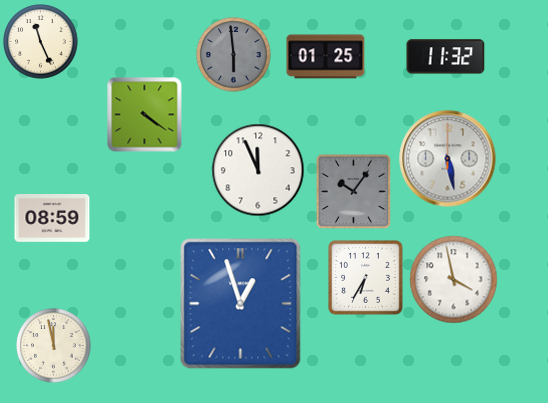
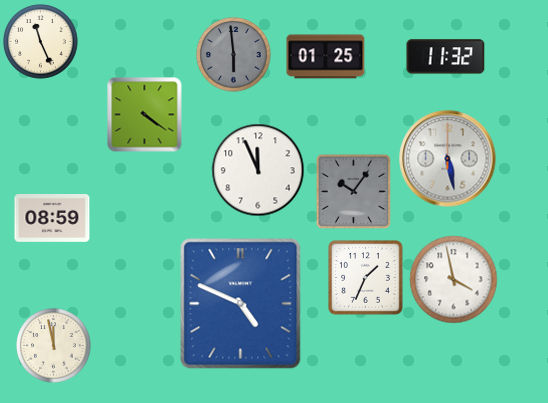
clock at (366, 278): 6:35 -> 1:34
clock at (241, 304): 12:57 -> 4:49
